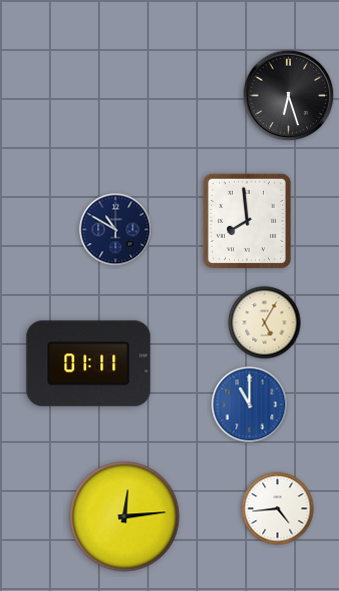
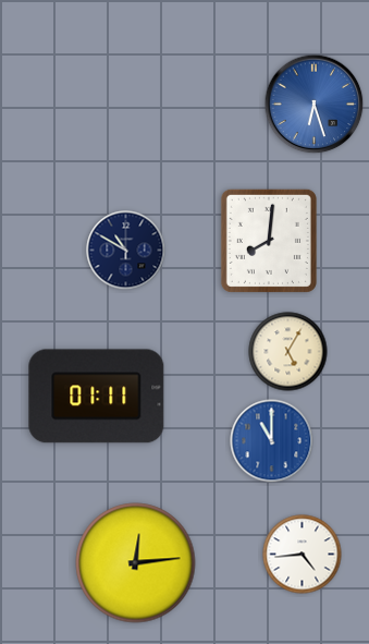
clock at (289, 96) dial: black -> blue
clock at (247, 221): 7:59 -> 8:01
